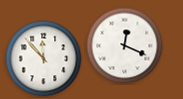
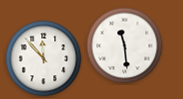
clock at (125, 46): 12:19 -> 11:29
